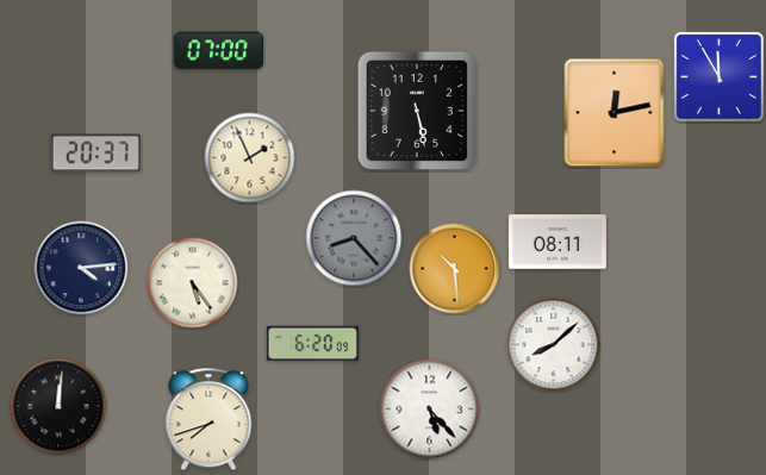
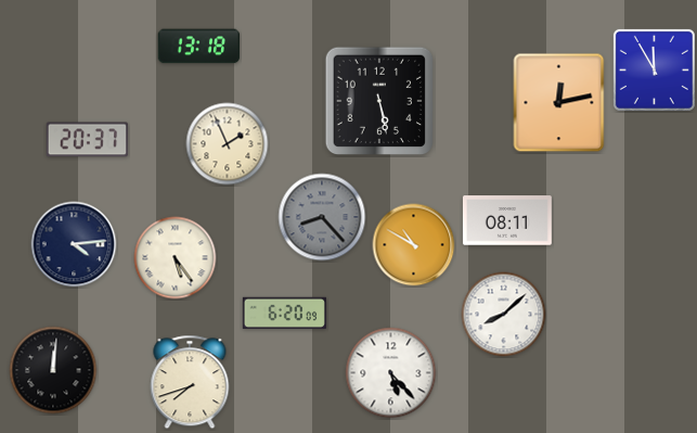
clock at (219, 51): 07:00 -> 13:18
clock at (455, 269): 10:29 -> 10:50
